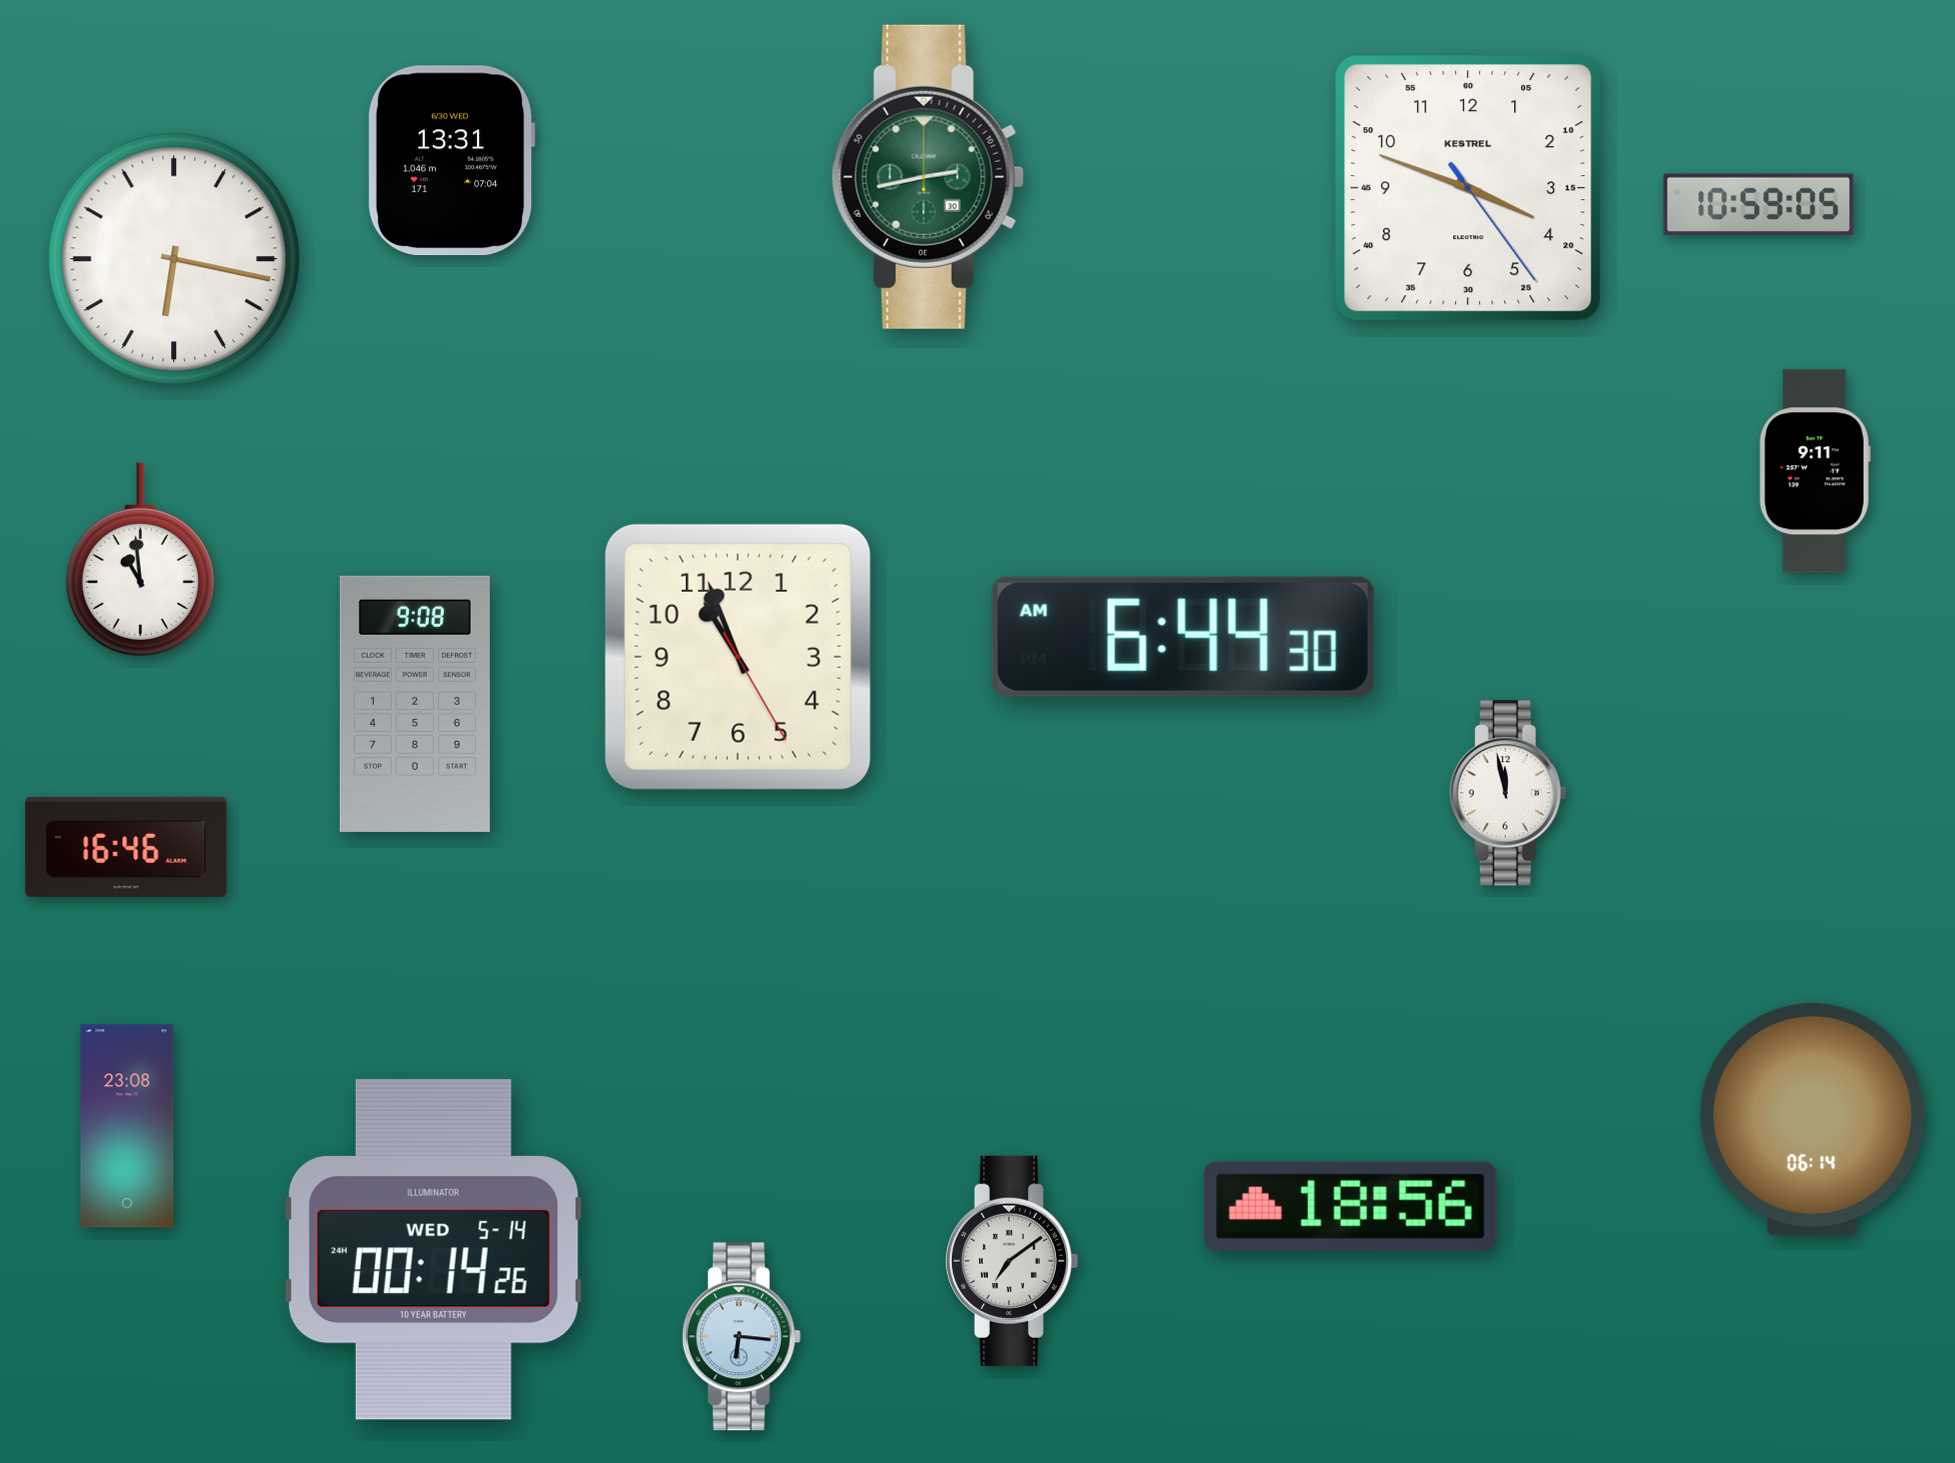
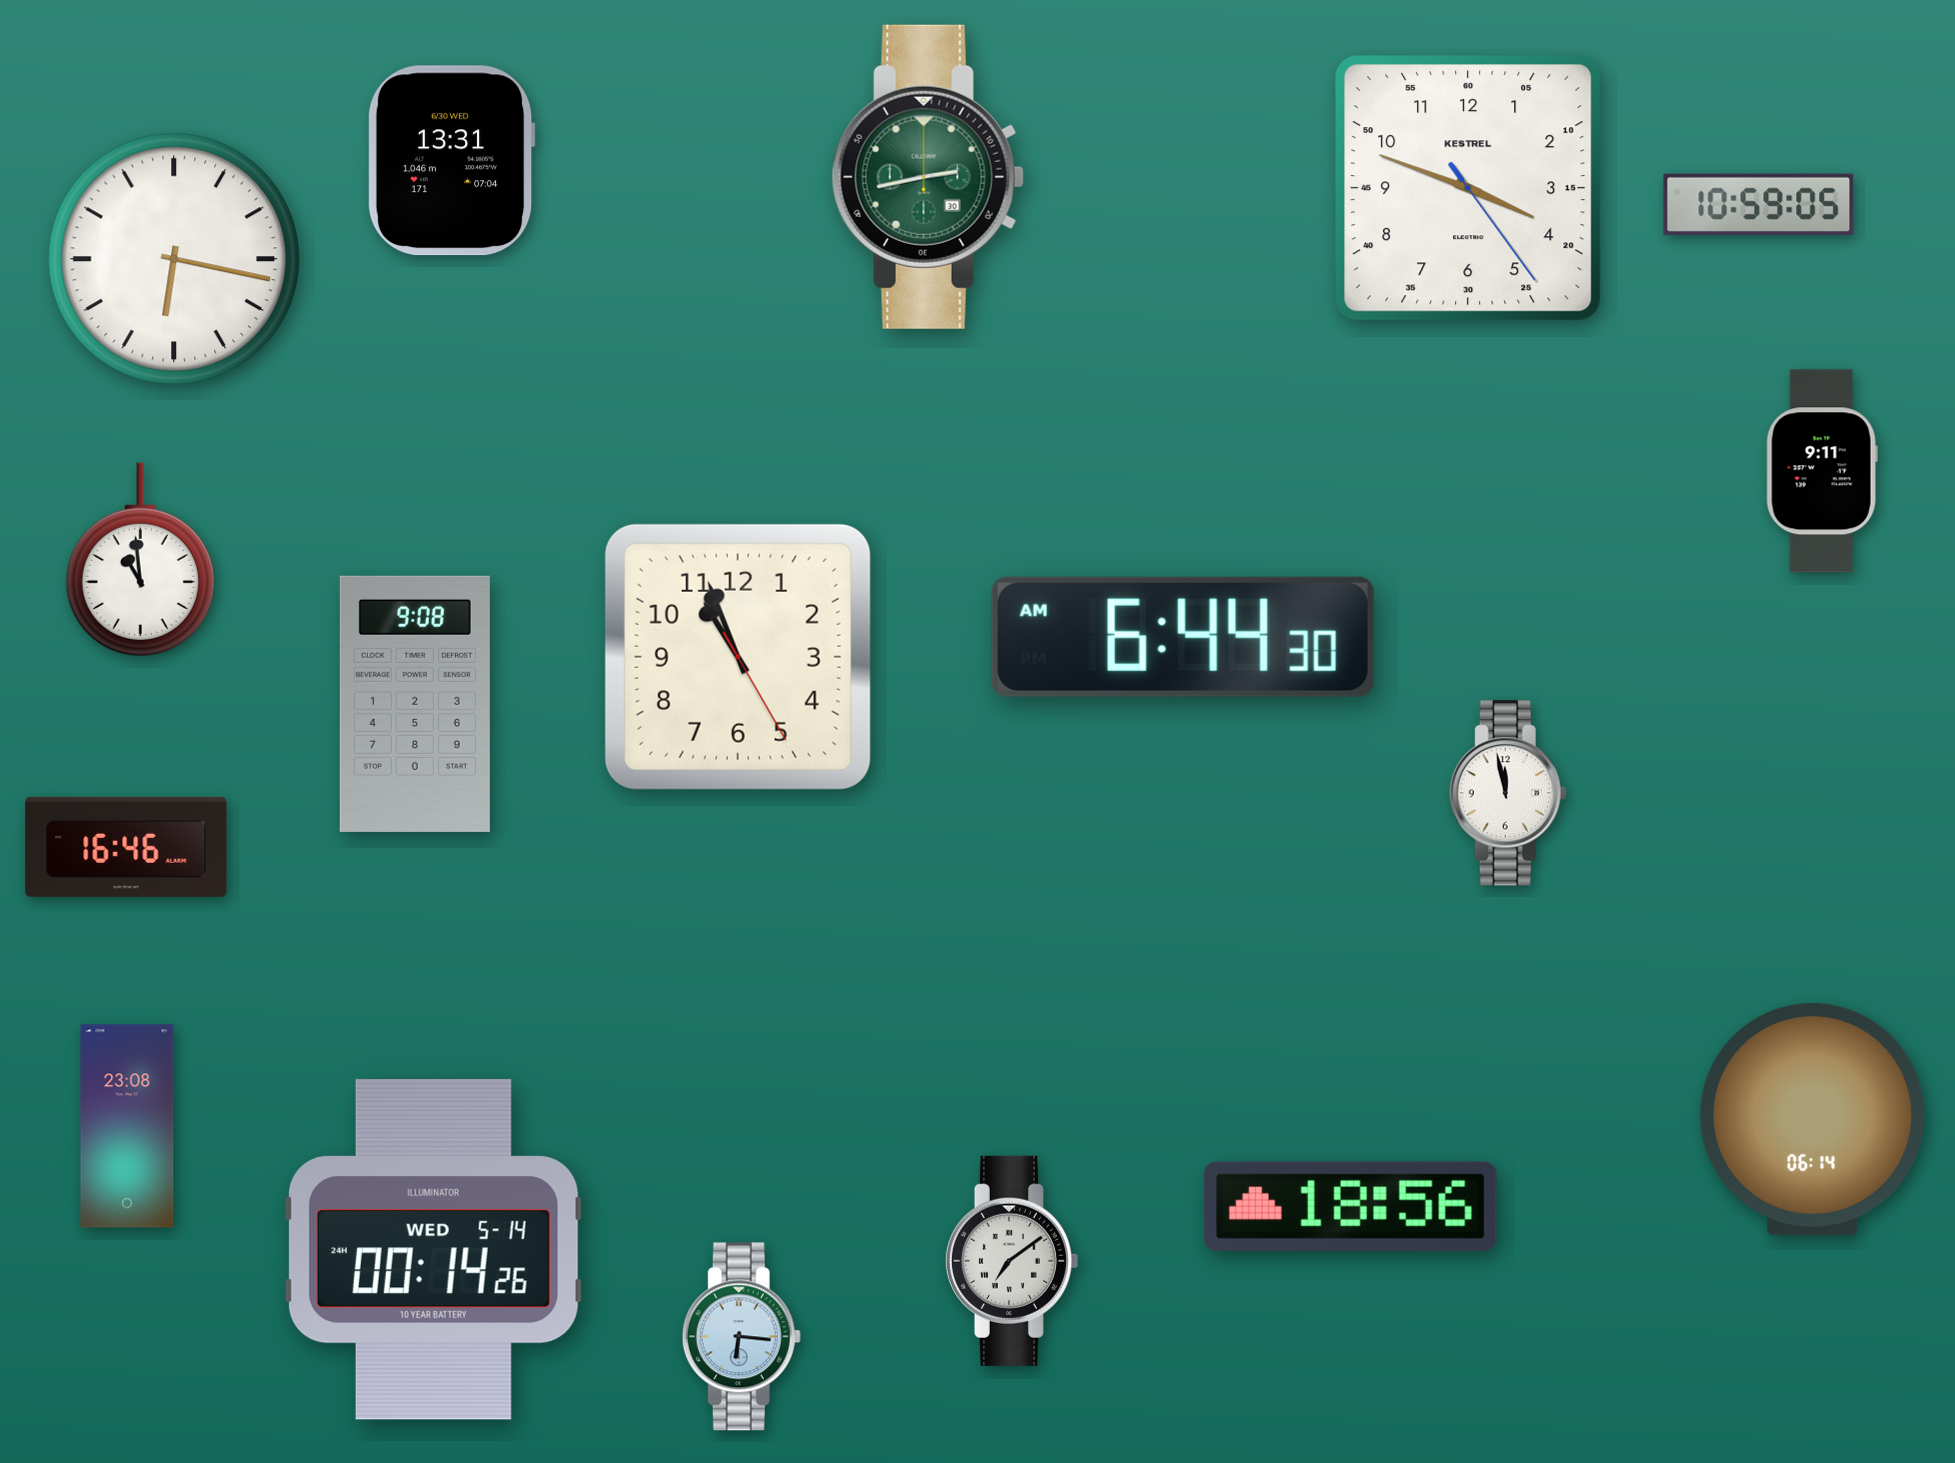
clock at (1815, 471) position: (1815, 471) -> (1822, 471)
